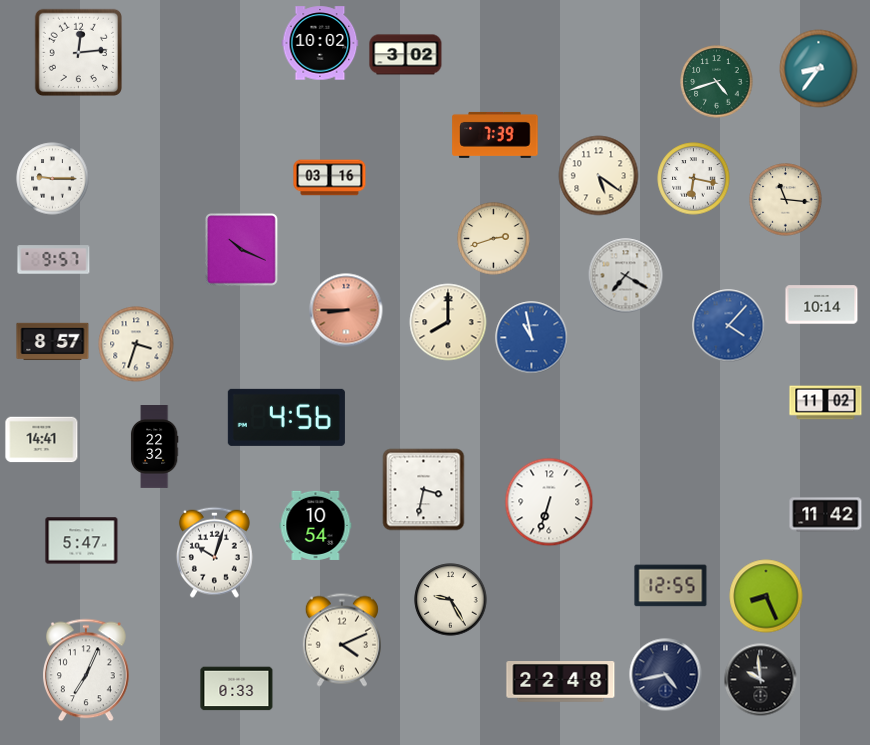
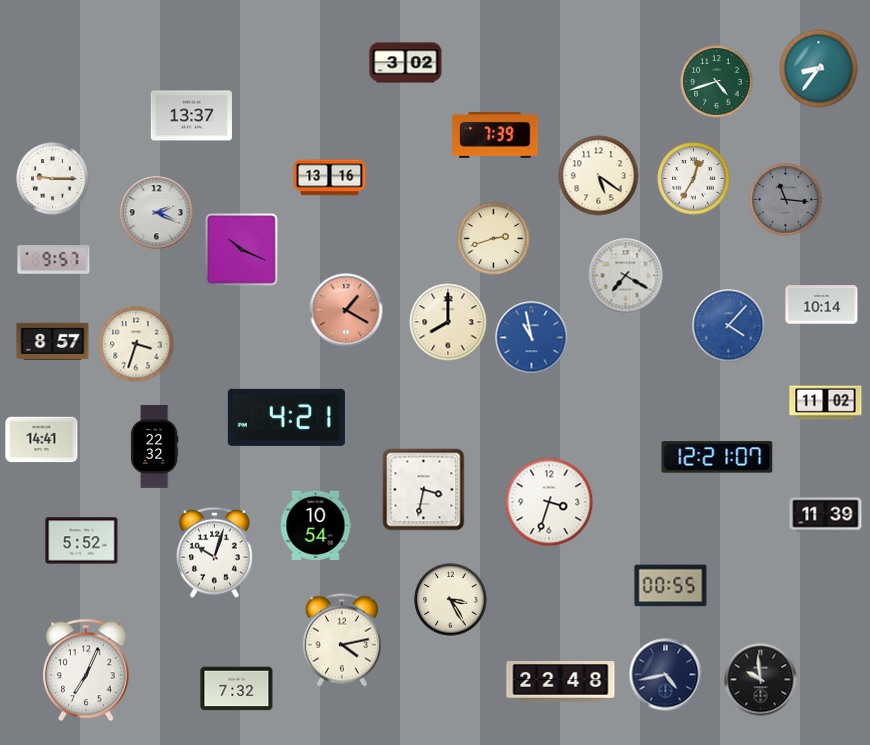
clock at (320, 43): 10:02 -> none
clock at (78, 52): 12:14 -> none
clock at (406, 55) position: (406, 55) -> (406, 63)
clock at (191, 116): none -> 13:37
clock at (330, 178): 03:16 -> 13:16
clock at (694, 179): 6:17 -> 12:35
clock at (786, 200) dial: cream -> grey
clock at (157, 213): none -> 2:19
clock at (346, 310): 8:45 -> 1:20
clock at (286, 417): 4:56 -> 4:21
clock at (717, 457): none -> 12:21
clock at (549, 502): 6:33 -> 3:33
clock at (826, 515): 11:42 -> 11:39
clock at (82, 541): 5:47 -> 5:52
clock at (671, 586): 12:55 -> 00:55
clock at (766, 596): 8:26 -> none
clock at (451, 600): 9:25 -> 3:25
clock at (342, 640): 4:11 -> 4:13
clock at (237, 689): 0:33 -> 7:32
